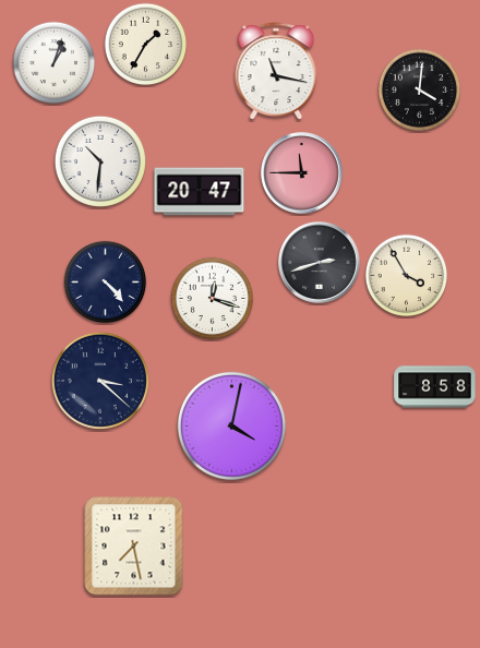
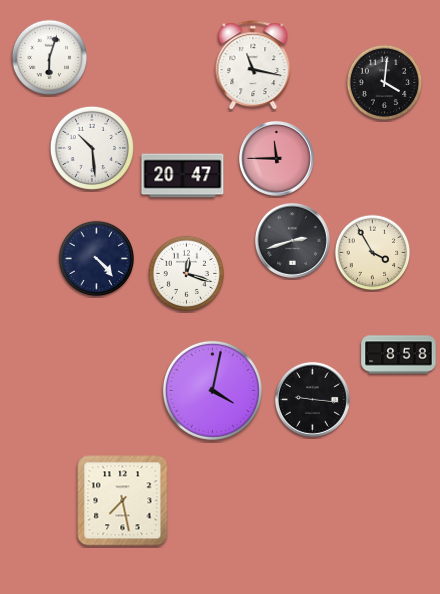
clock at (146, 45): 1:35 -> none
clock at (55, 63): 1:03 -> 6:03
clock at (100, 161): 10:31 -> 10:29
clock at (213, 299) position: (213, 299) -> (187, 274)
clock at (100, 381): 3:22 -> none
clock at (312, 399): none -> 9:16
